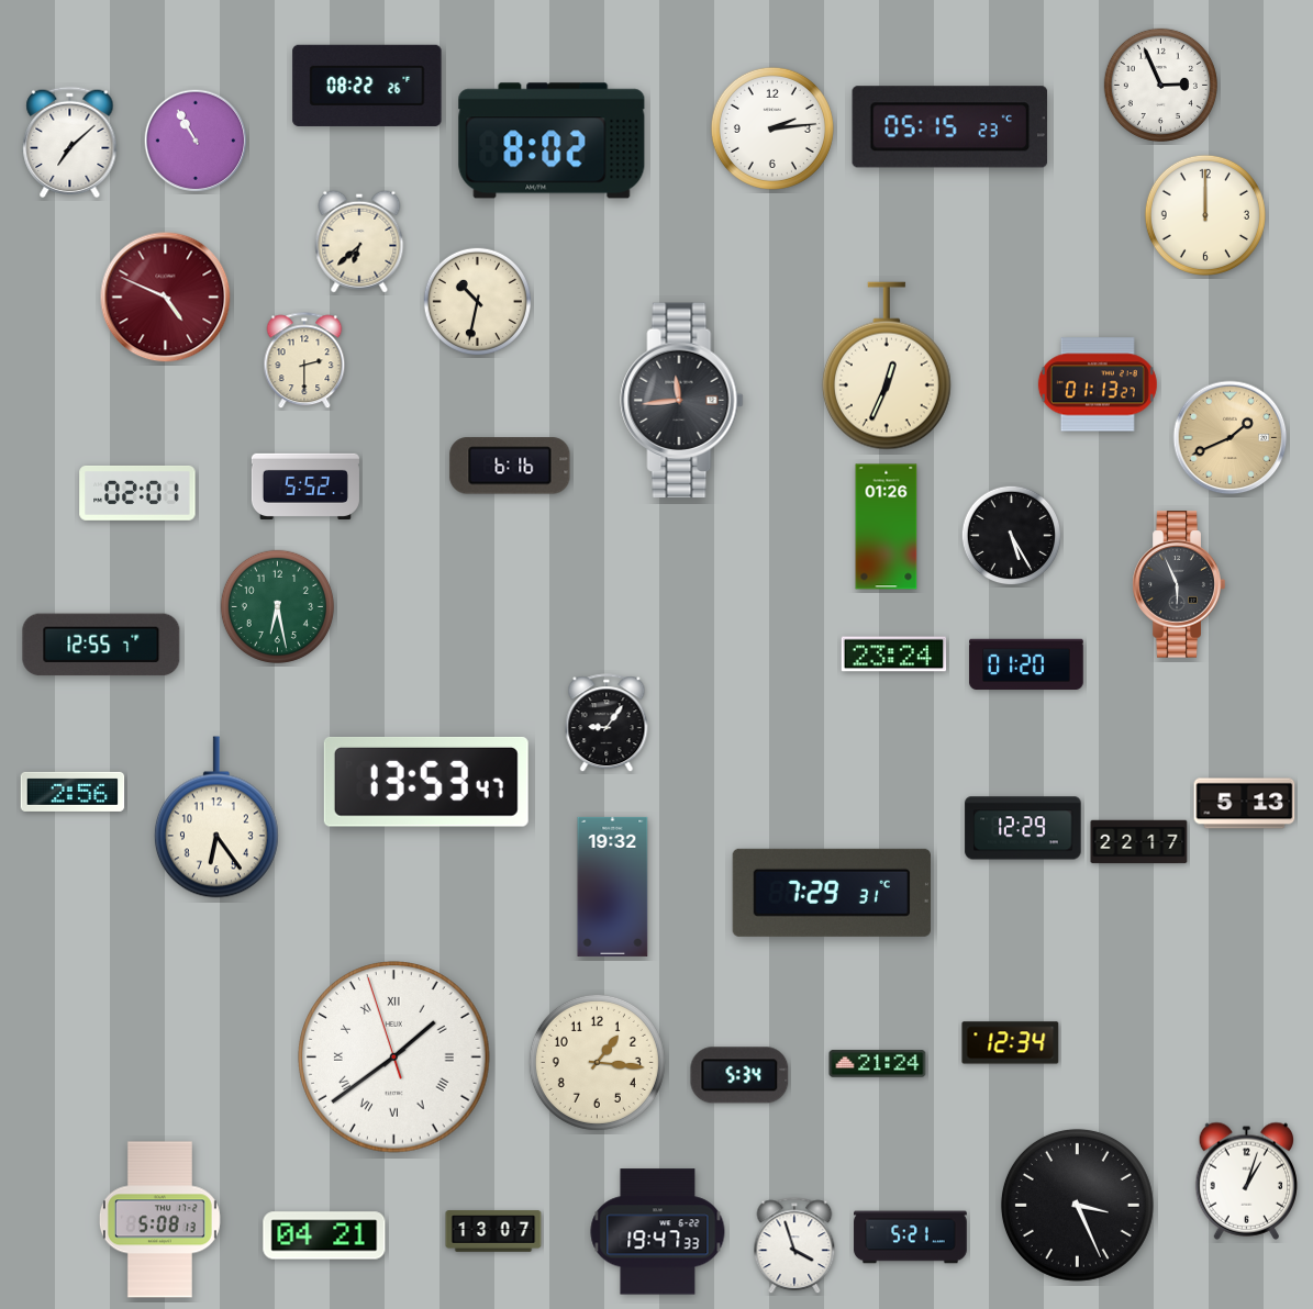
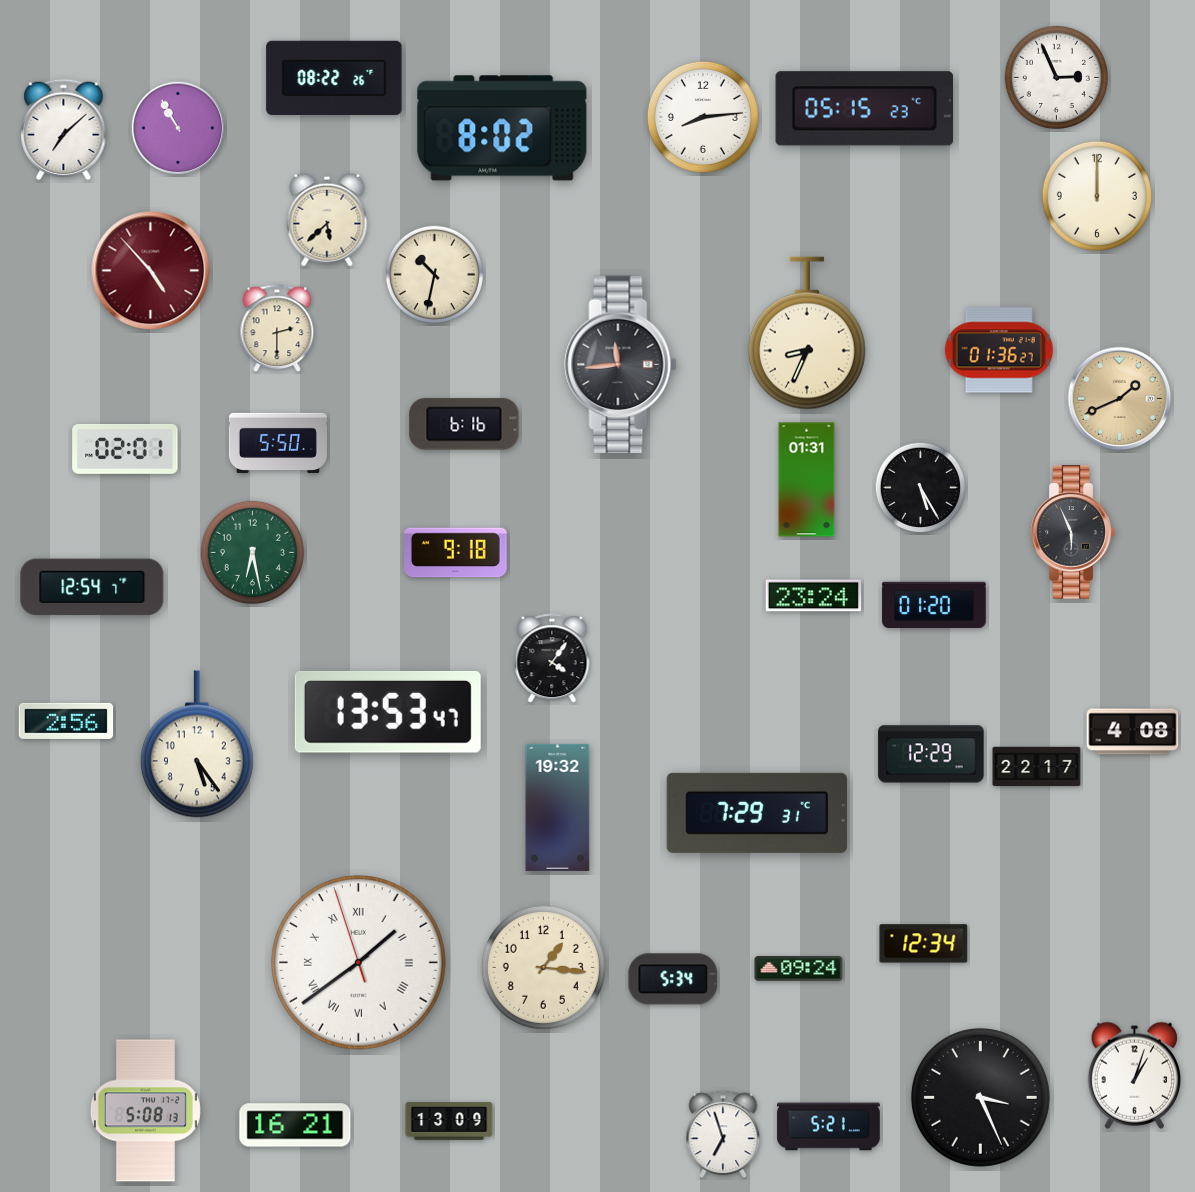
clock at (950, 127) position: (950, 127) -> (865, 109)
clock at (772, 128): 2:14 -> 8:14
clock at (359, 242): 6:38 -> 5:38
clock at (166, 298): 4:49 -> 4:53
clock at (887, 366): 12:34 -> 8:34
clock at (1098, 384): 01:13 -> 01:36
clock at (305, 486): 5:52 -> 5:50
clock at (887, 527): 01:26 -> 01:31
clock at (456, 553): none -> 9:18
clock at (101, 645): 12:55 -> 12:54
clock at (607, 724): 9:06 -> 4:06
clock at (1245, 804): 5:13 -> 4:08
clock at (216, 817): 6:24 -> 5:24
clock at (1011, 1043) position: (1011, 1043) -> (924, 944)
clock at (878, 1064): 21:24 -> 09:24
clock at (493, 1231): 13:07 -> 13:09
clock at (658, 1232): 19:47 -> none
clock at (324, 1235): 04:21 -> 16:21
clock at (794, 1246): 3:57 -> 6:57
